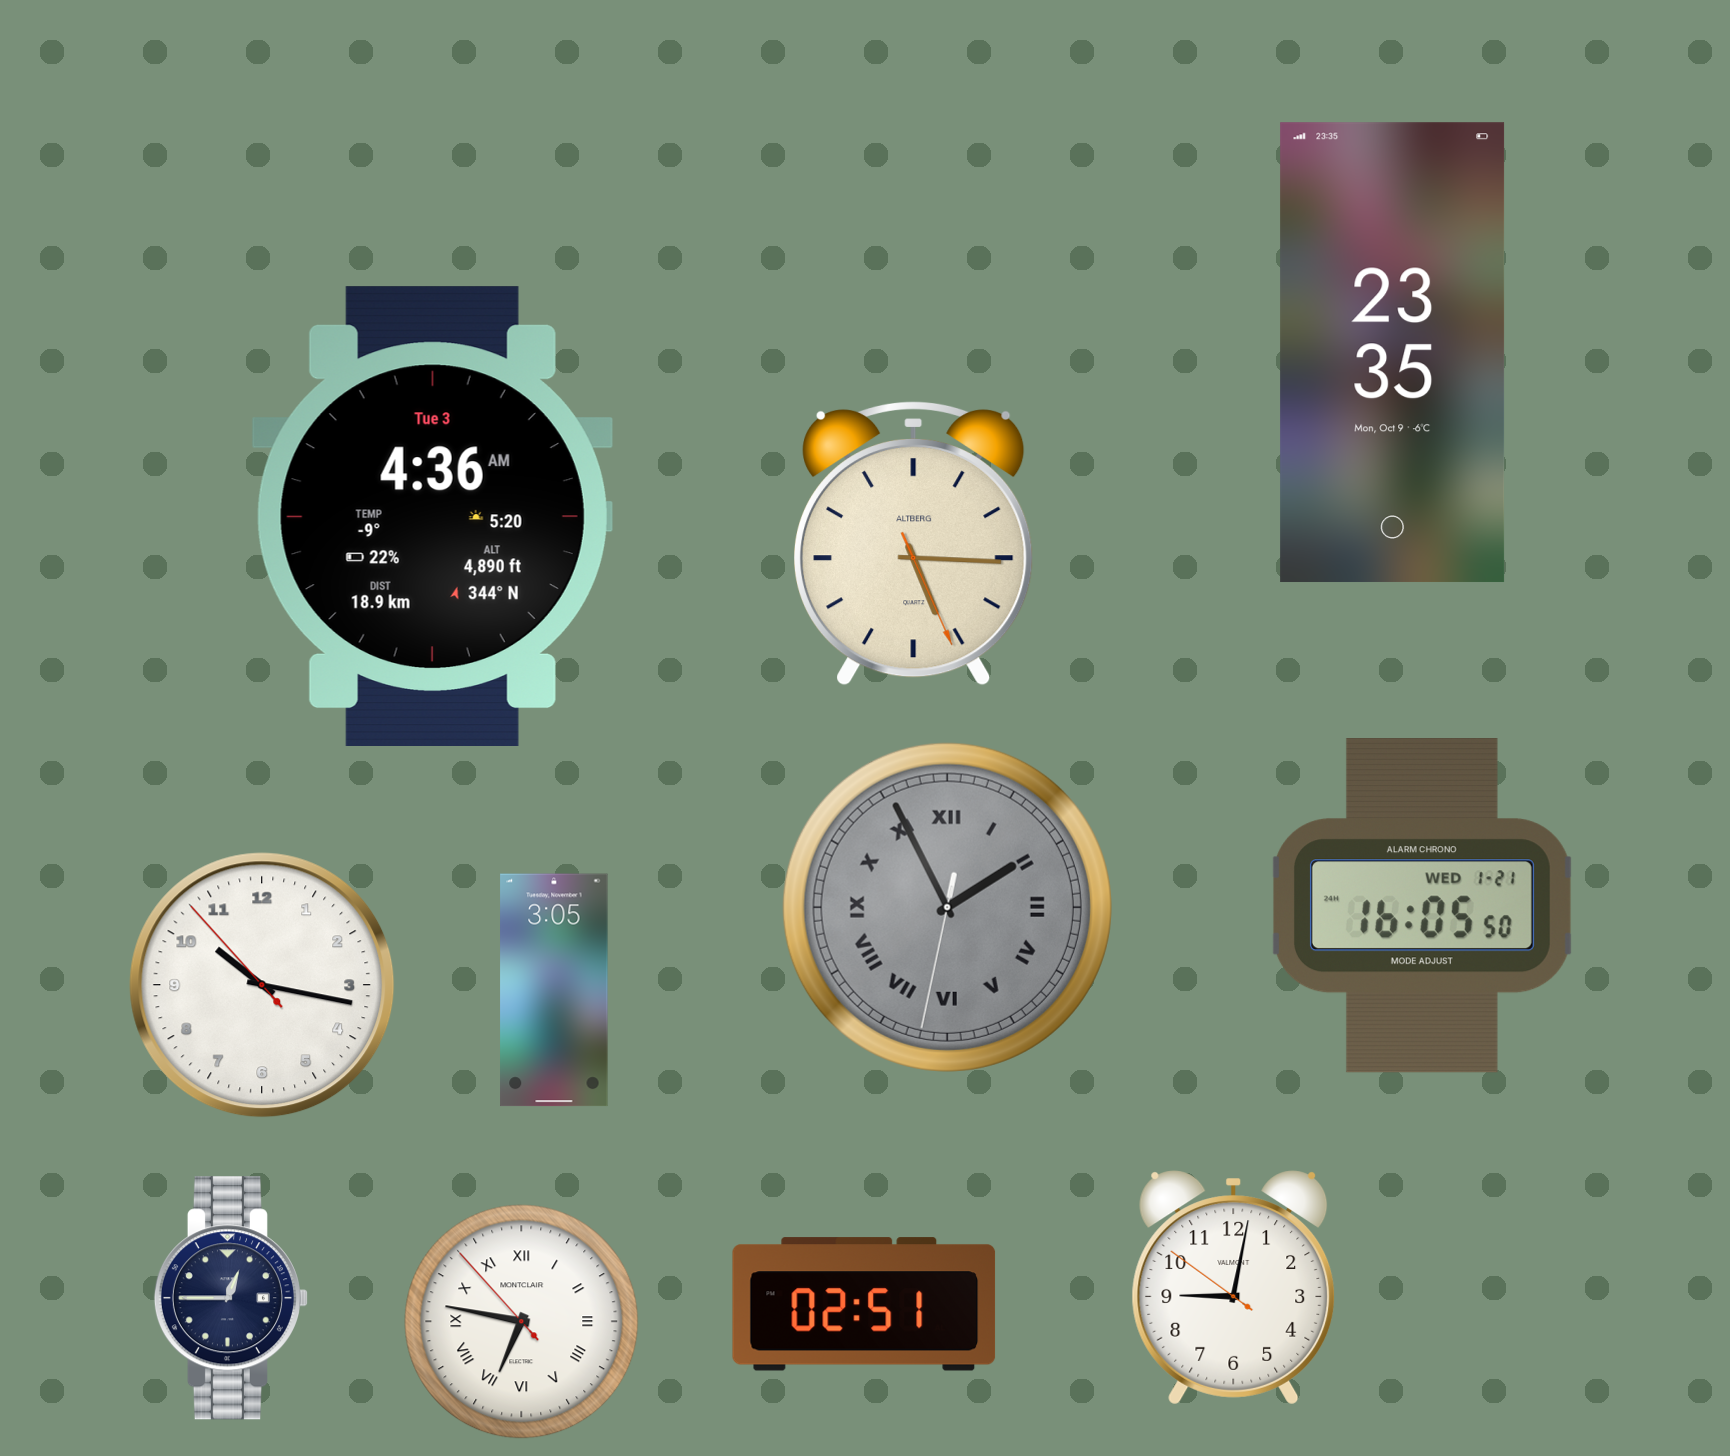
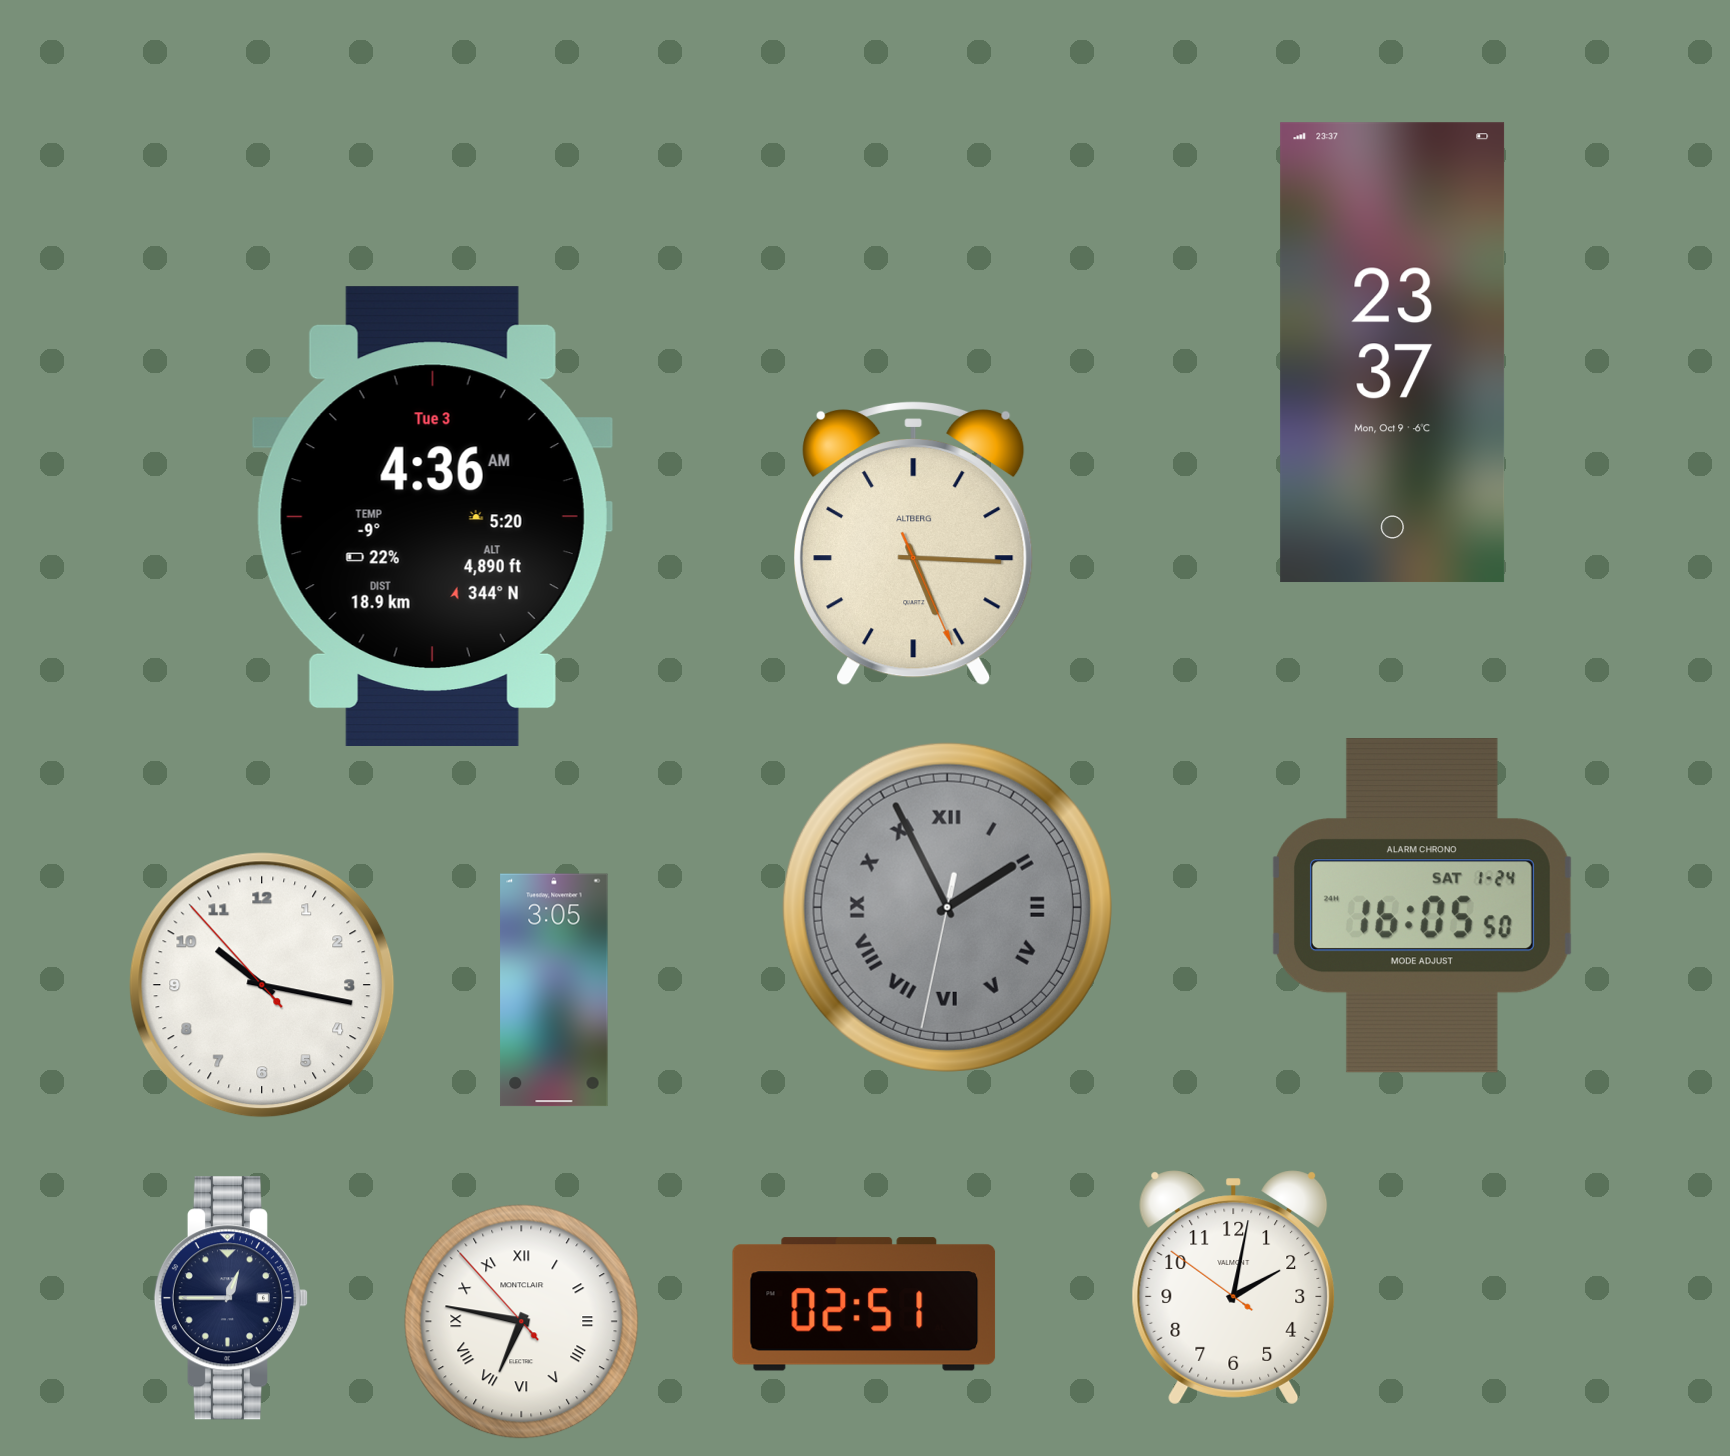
clock at (1393, 353): 23:35 -> 23:37
clock at (1422, 906) date: WED 1-21 -> SAT 1-24
clock at (1234, 1288): 9:01 -> 2:01
